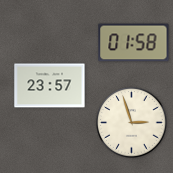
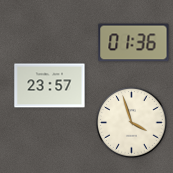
clock at (134, 43): 01:58 -> 01:36
clock at (132, 123): 2:57 -> 3:57
